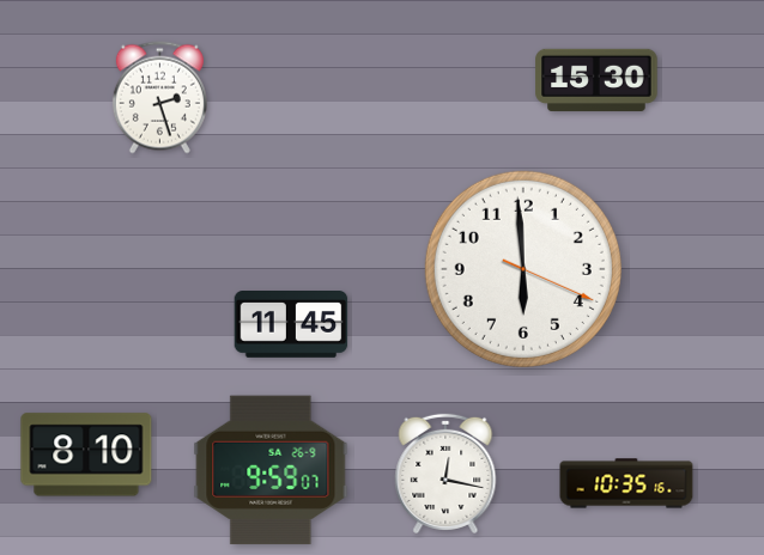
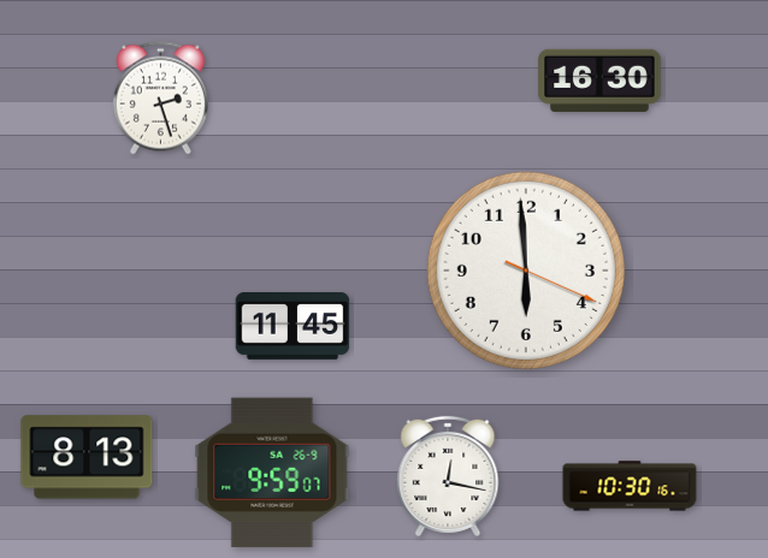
clock at (596, 80): 15:30 -> 16:30
clock at (86, 455): 8:10 -> 8:13
clock at (626, 483): 10:35 -> 10:30
